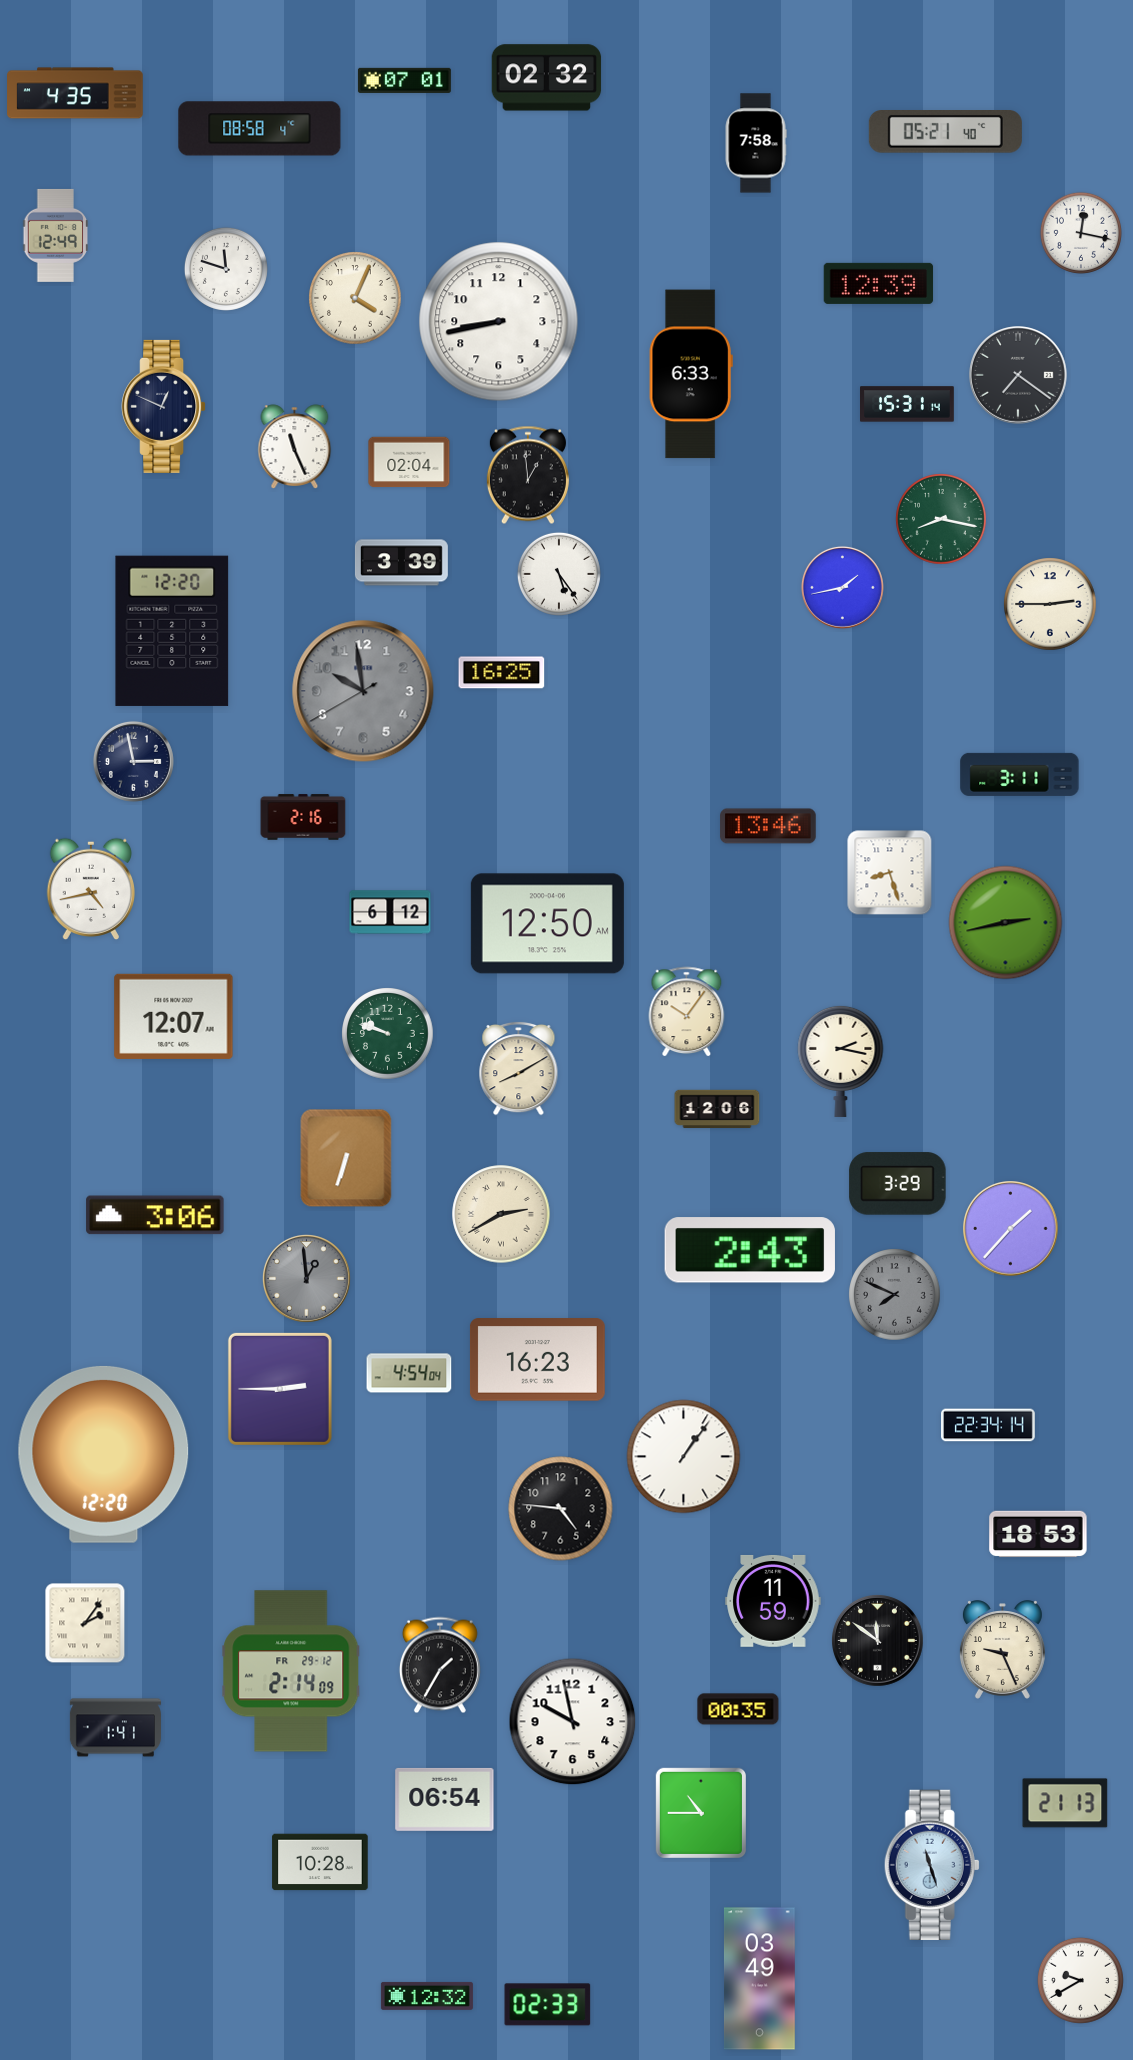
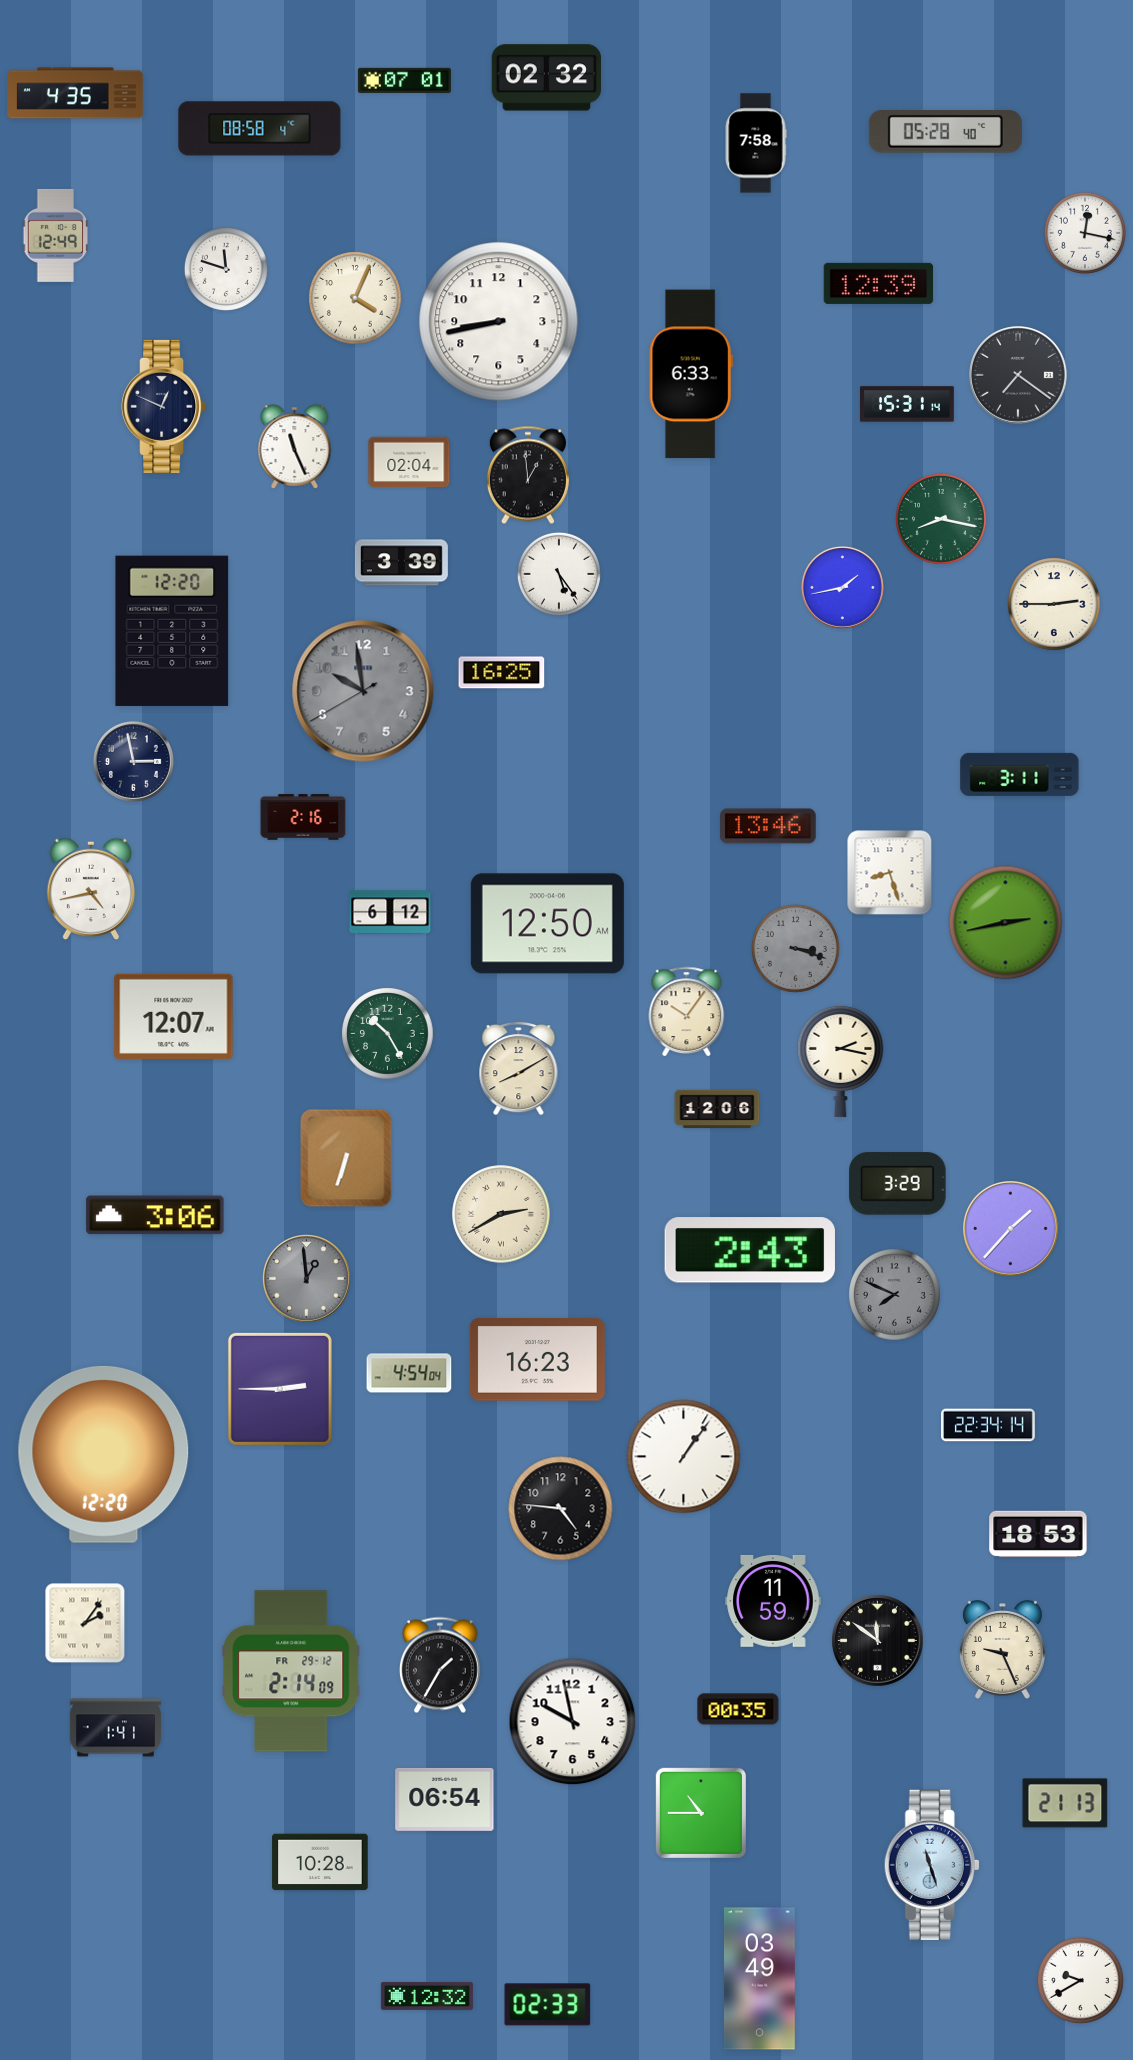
clock at (945, 132): 05:21 -> 05:28
clock at (1081, 233) position: (1081, 233) -> (1085, 233)
clock at (1050, 604) position: (1050, 604) -> (1054, 604)
clock at (795, 948): none -> 3:18
clock at (388, 1034): 9:48 -> 10:25
